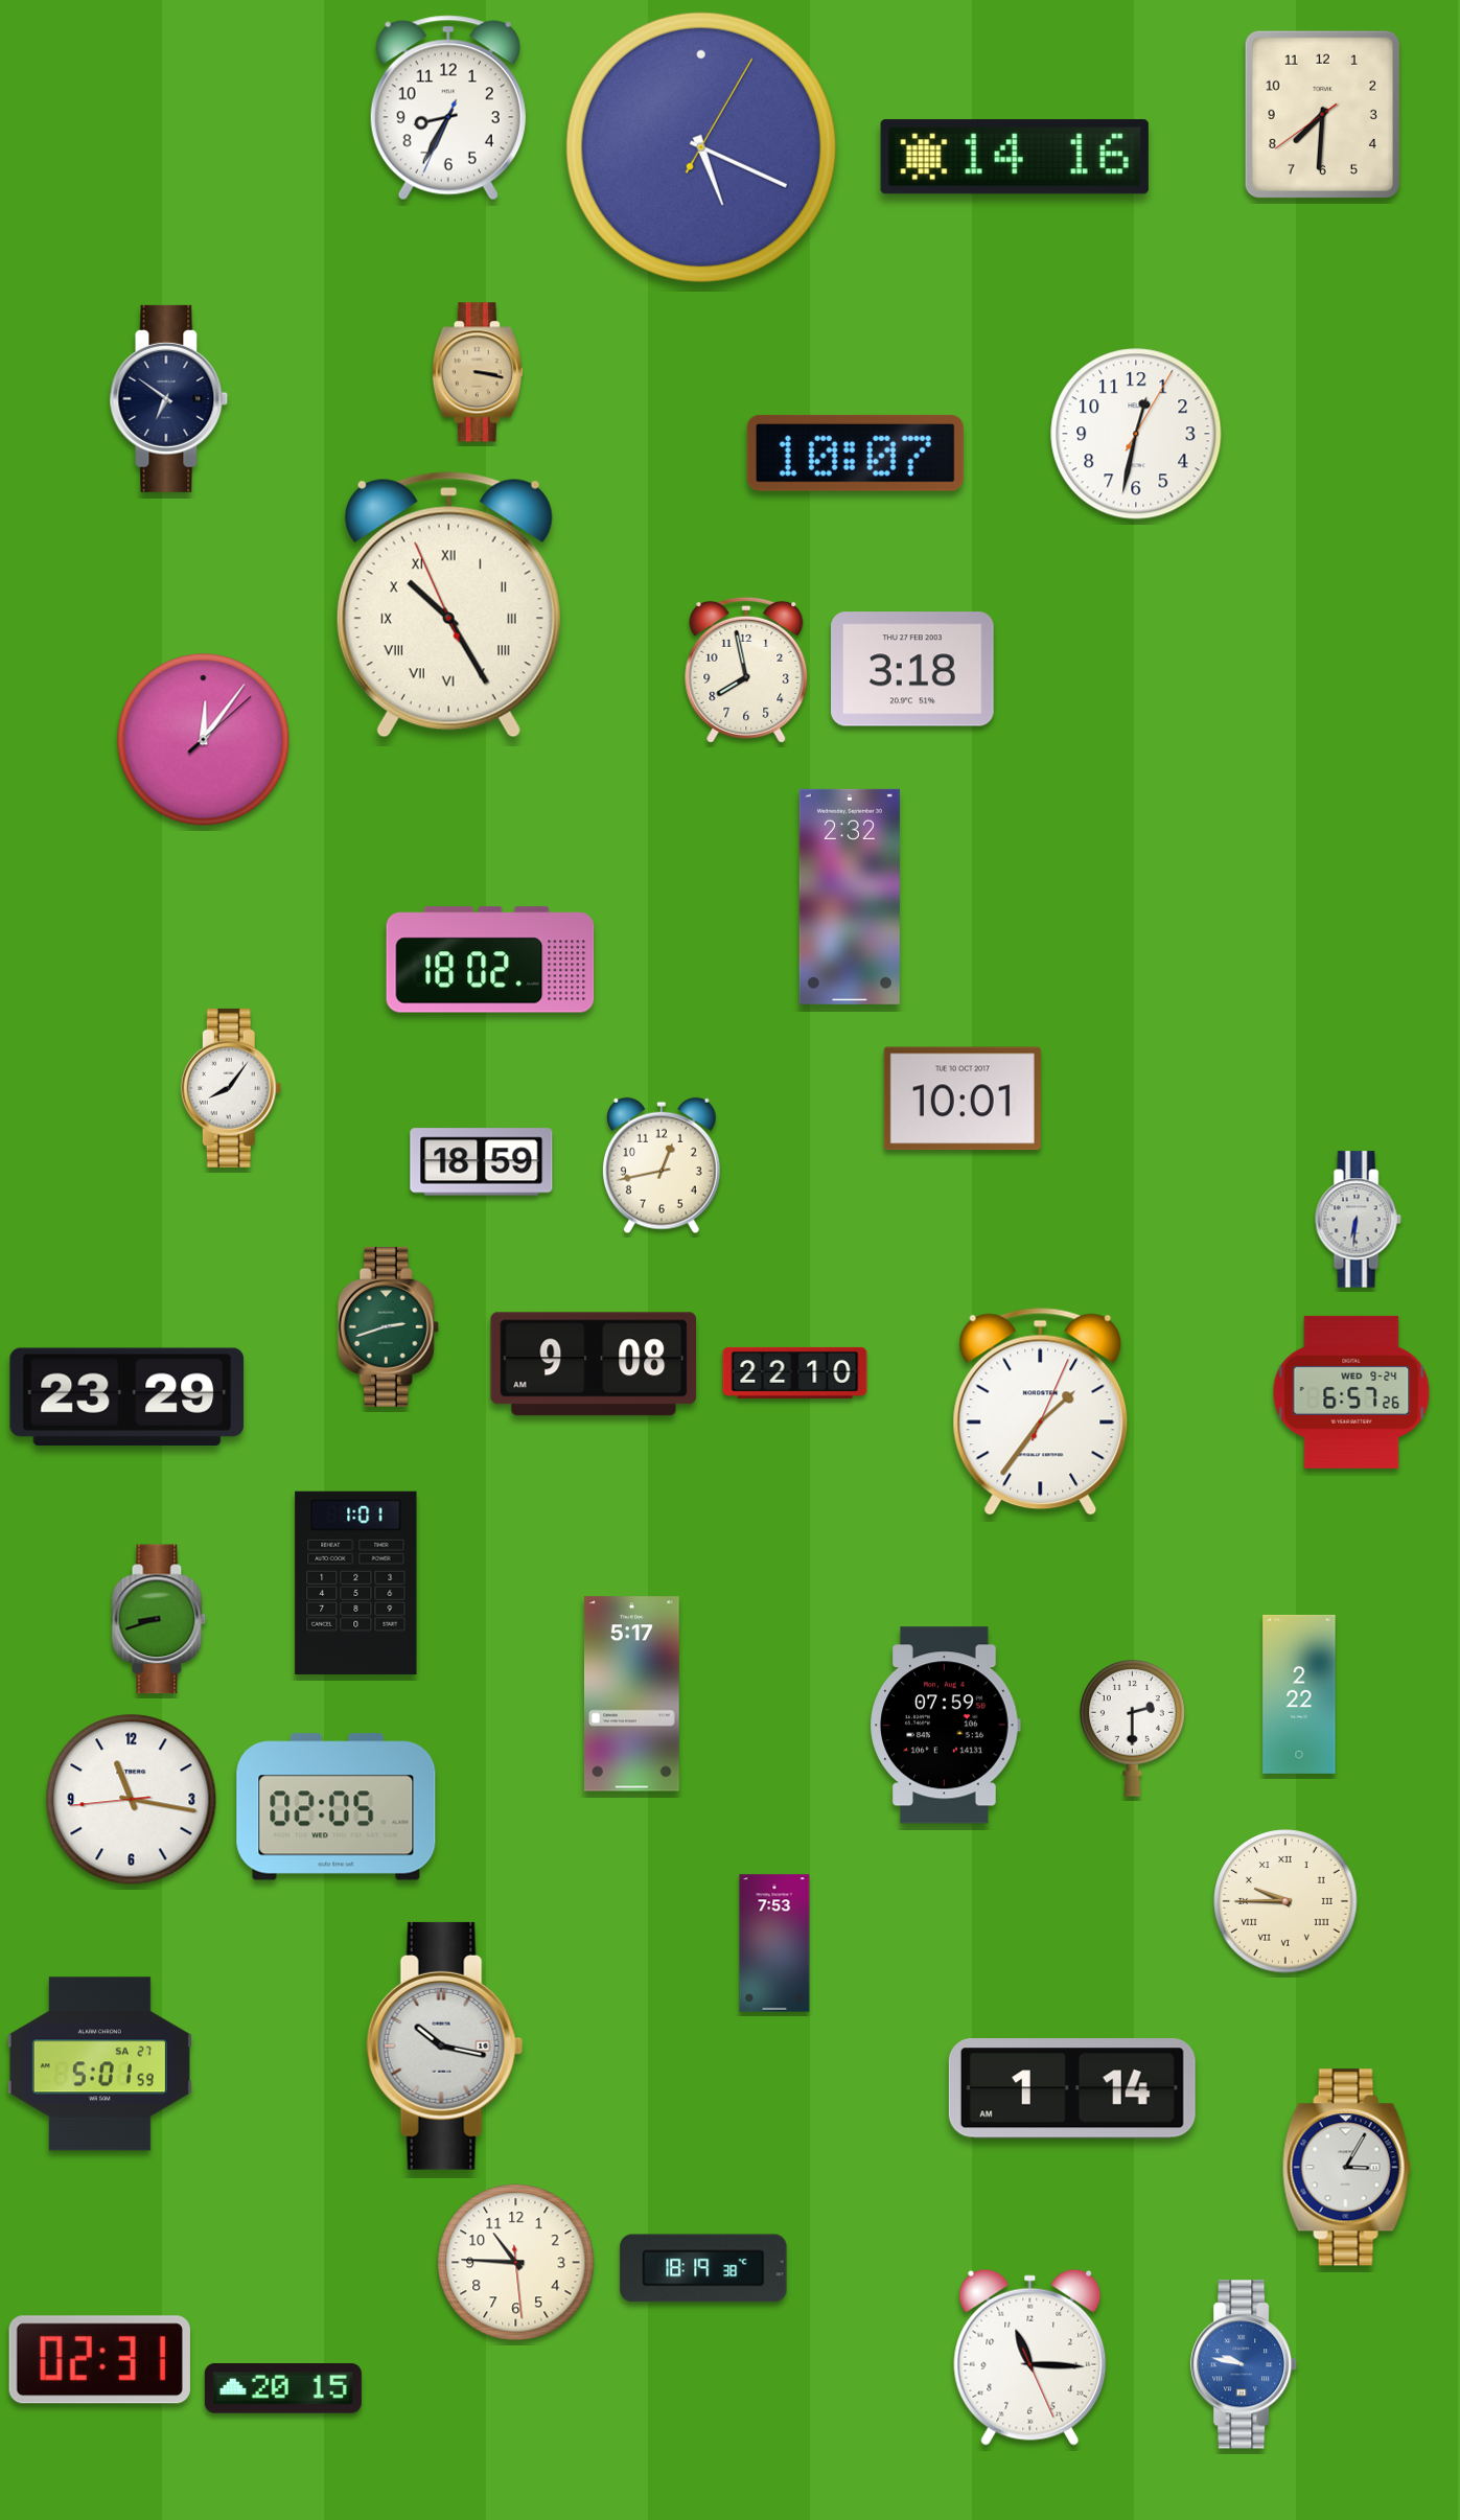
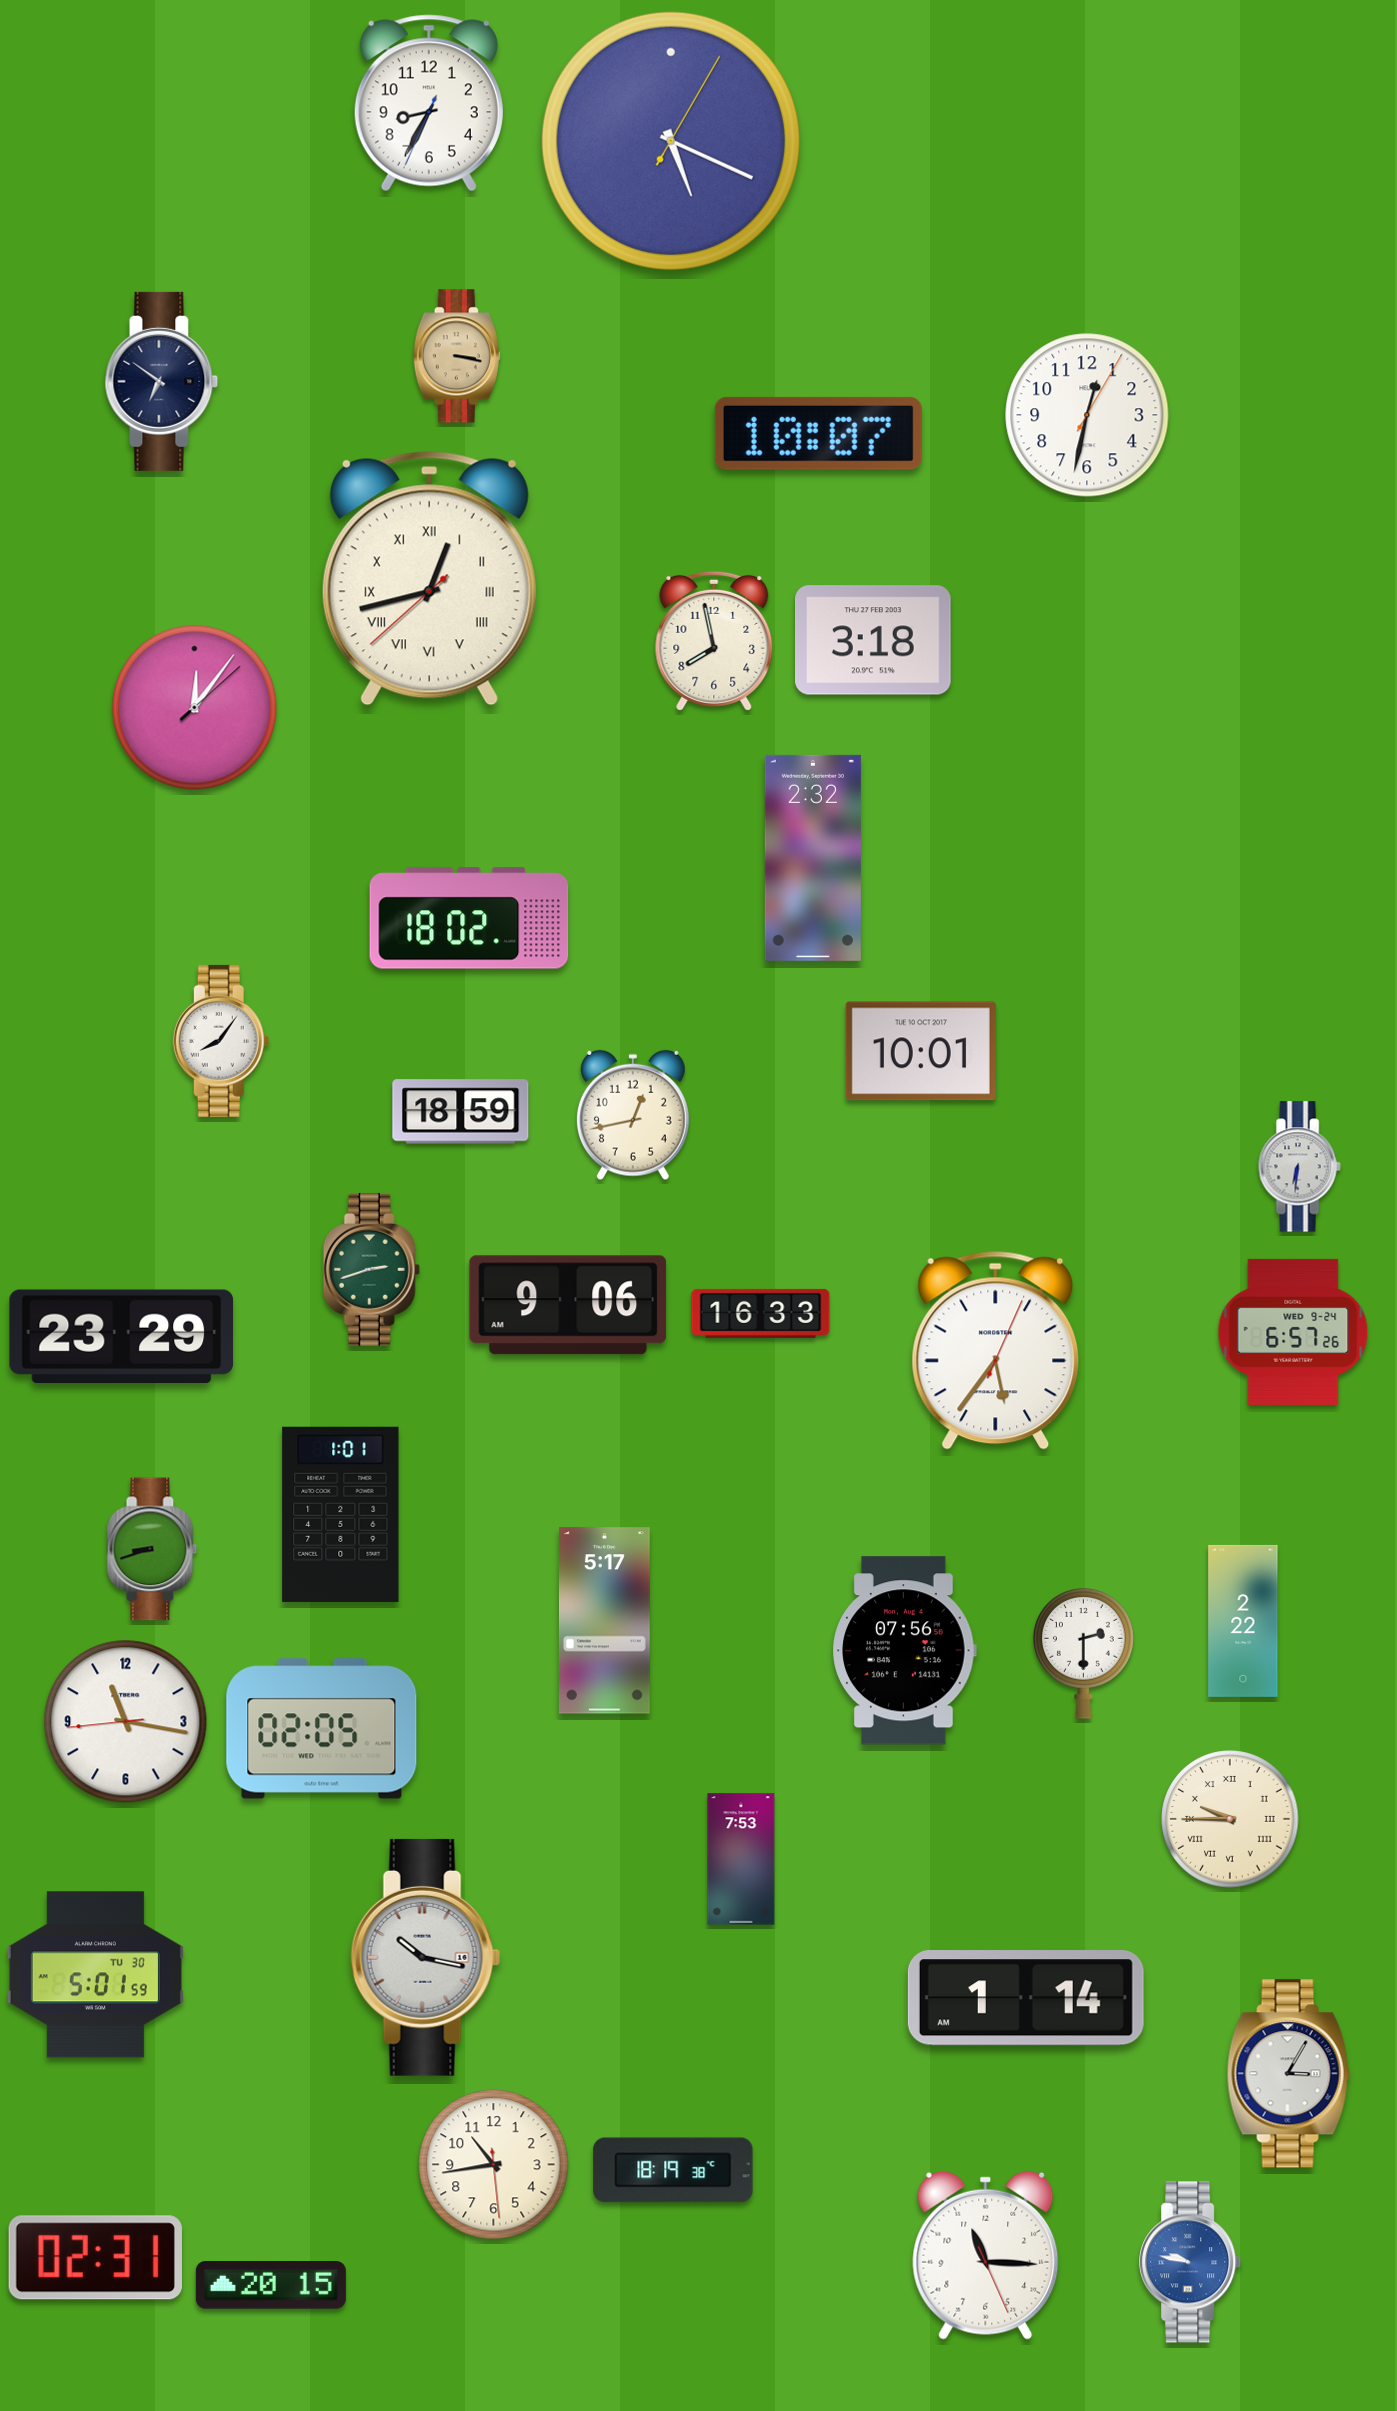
clock at (1322, 114): 7:30 -> none
clock at (1015, 157): 14:16 -> none
clock at (448, 605): 10:24 -> 12:42
clock at (594, 1364): 9:08 -> 9:06
clock at (795, 1372): 22:10 -> 16:33
clock at (1041, 1411): 1:36 -> 5:36
clock at (945, 1726): 07:59 -> 07:56
clock at (99, 2064) date: SA 27 -> TU 30
clock at (516, 2263): 10:45 -> 10:43
